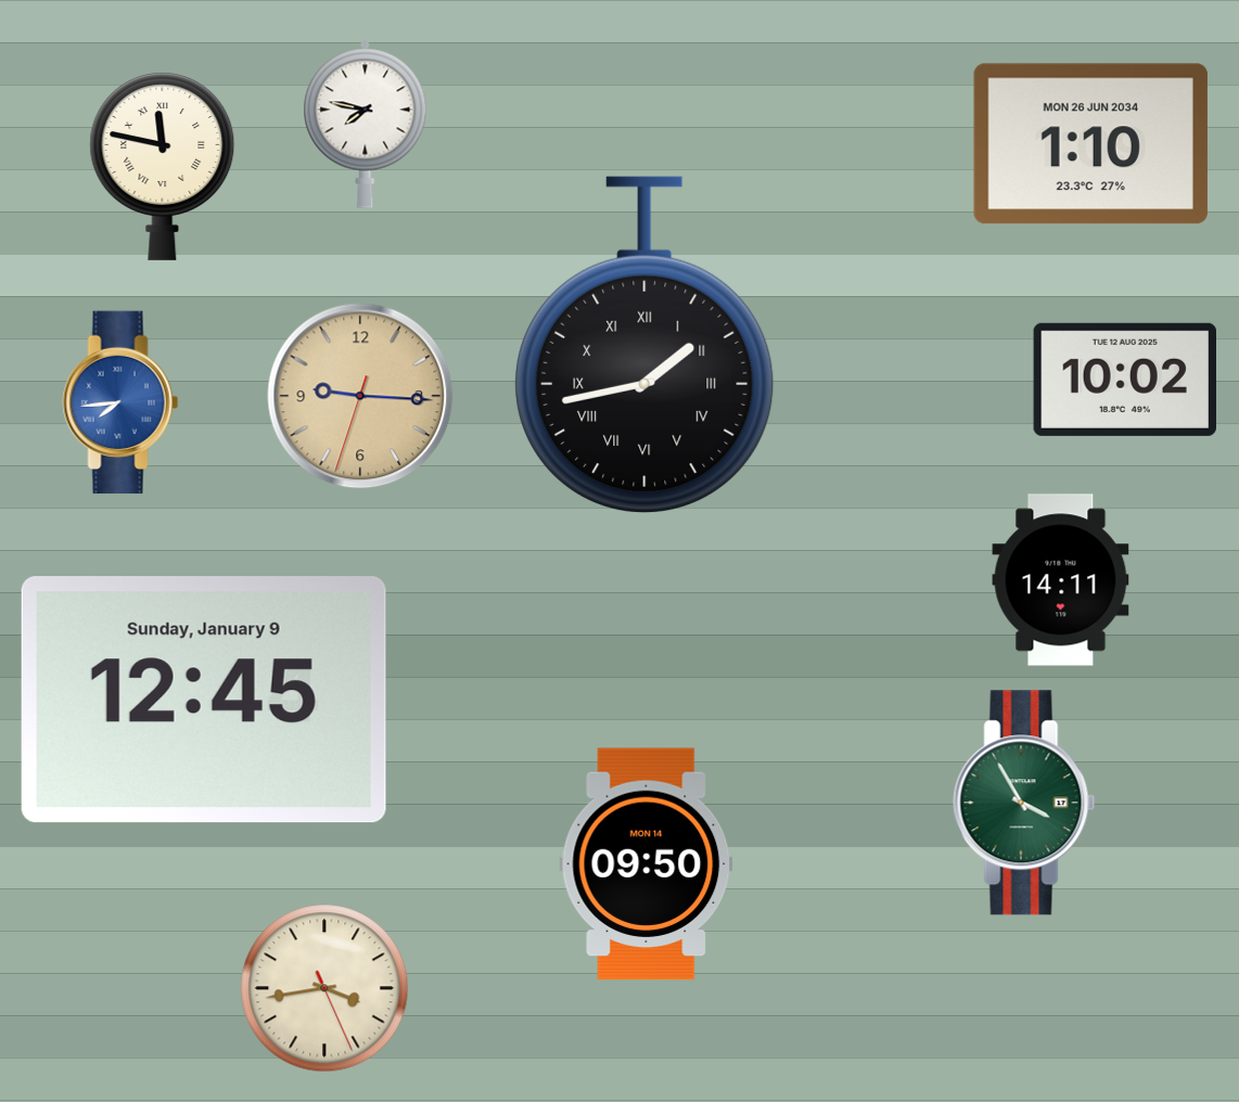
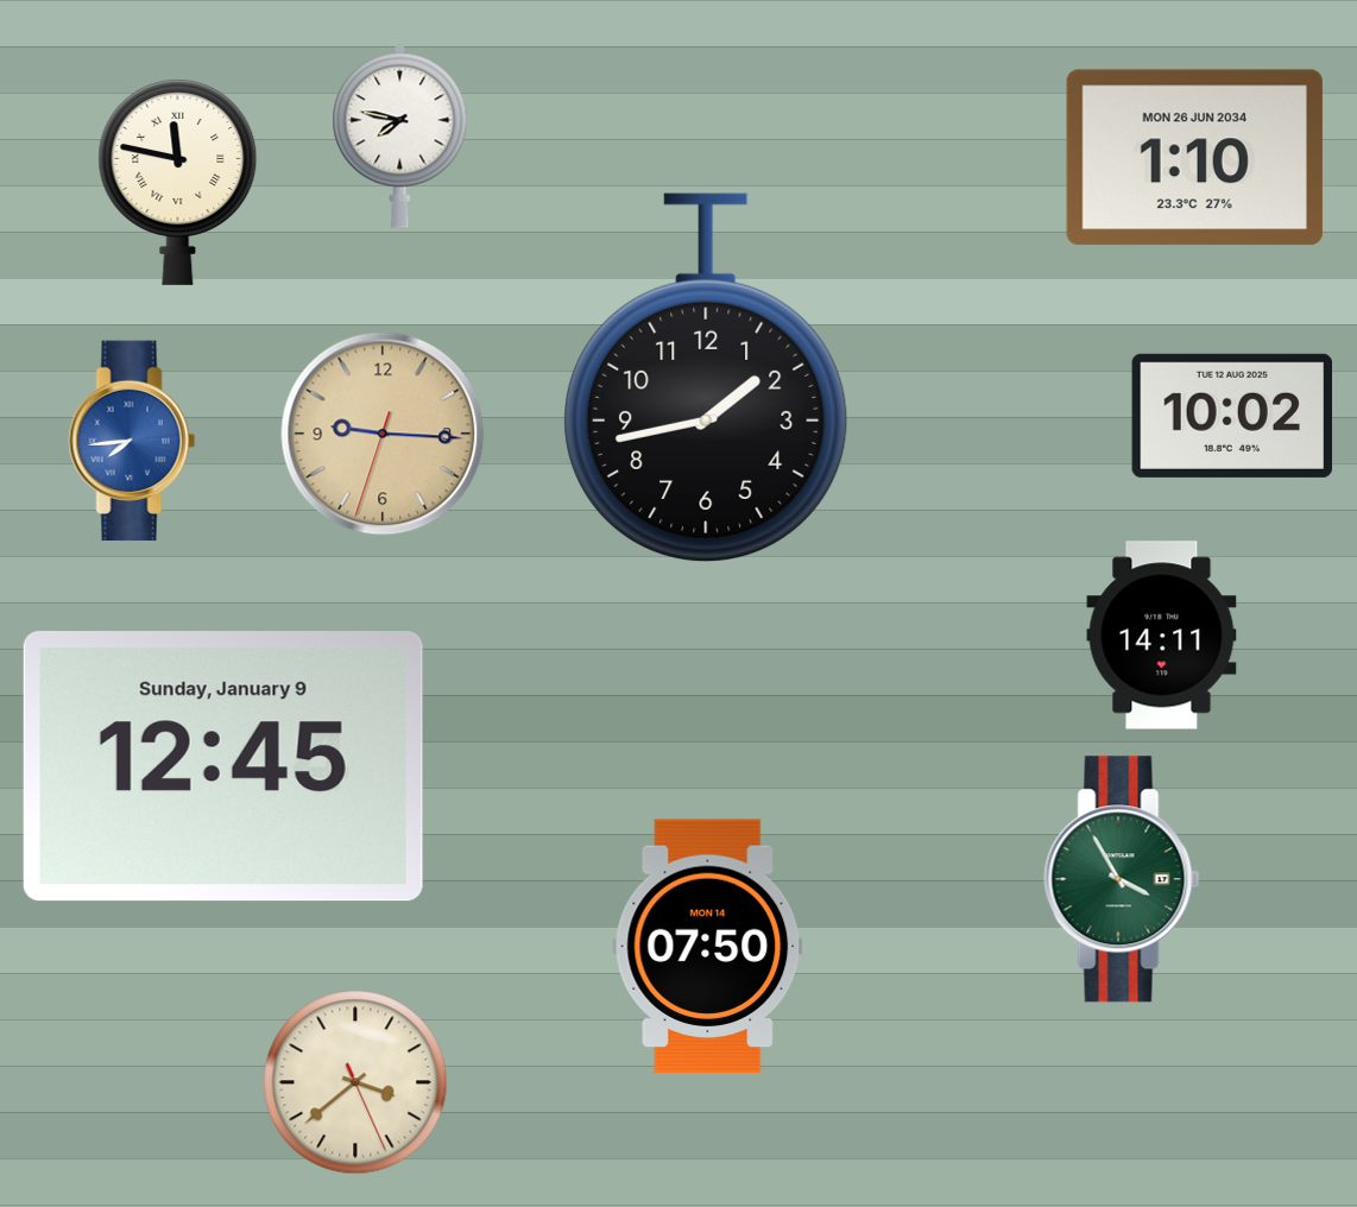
clock at (644, 344) numerals: Roman -> Arabic
clock at (360, 396) position: (360, 396) -> (383, 434)
clock at (647, 864): 09:50 -> 07:50
clock at (324, 988): 3:43 -> 3:38
